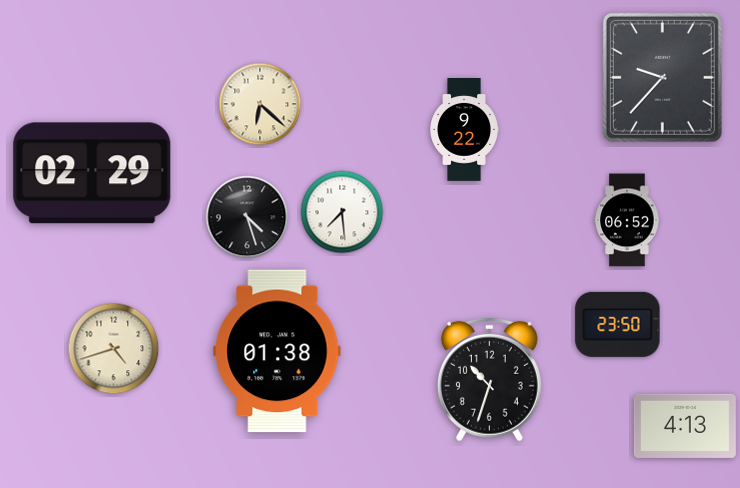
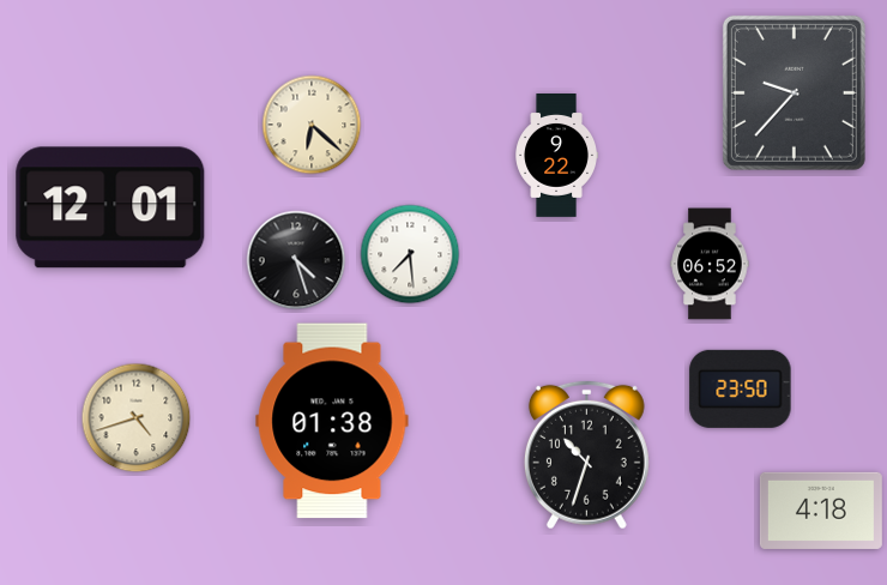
clock at (92, 173): 02:29 -> 12:01
clock at (627, 220) position: (627, 220) -> (710, 264)
clock at (685, 426): 4:13 -> 4:18
